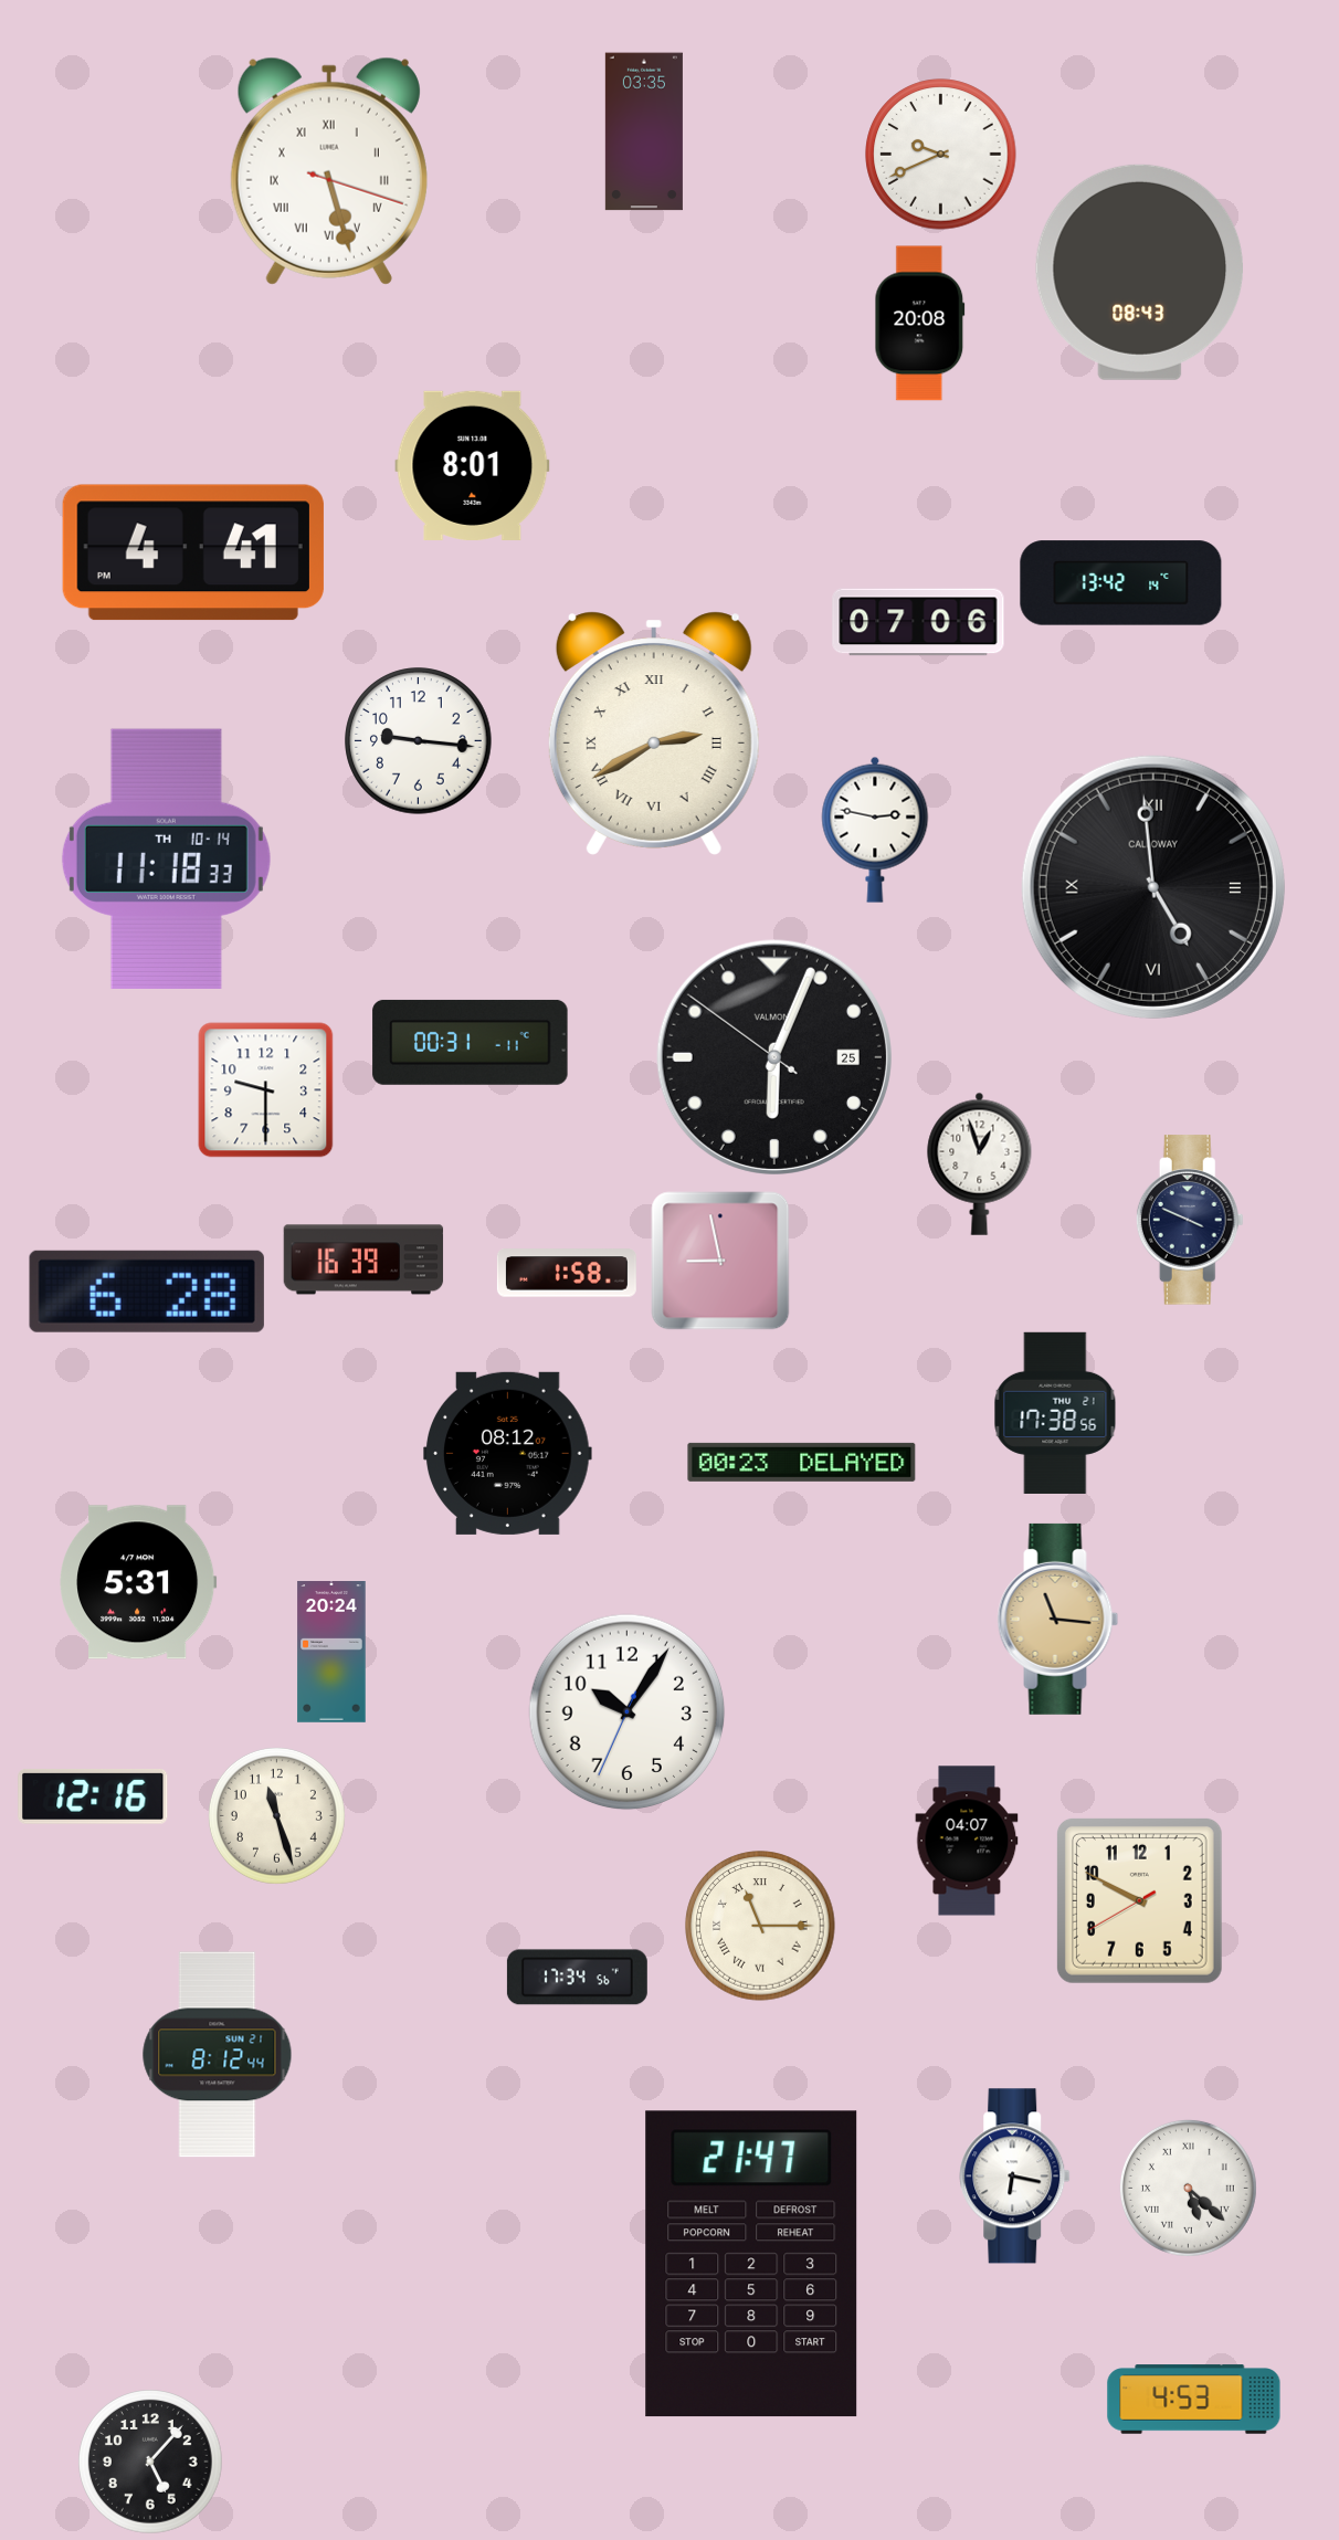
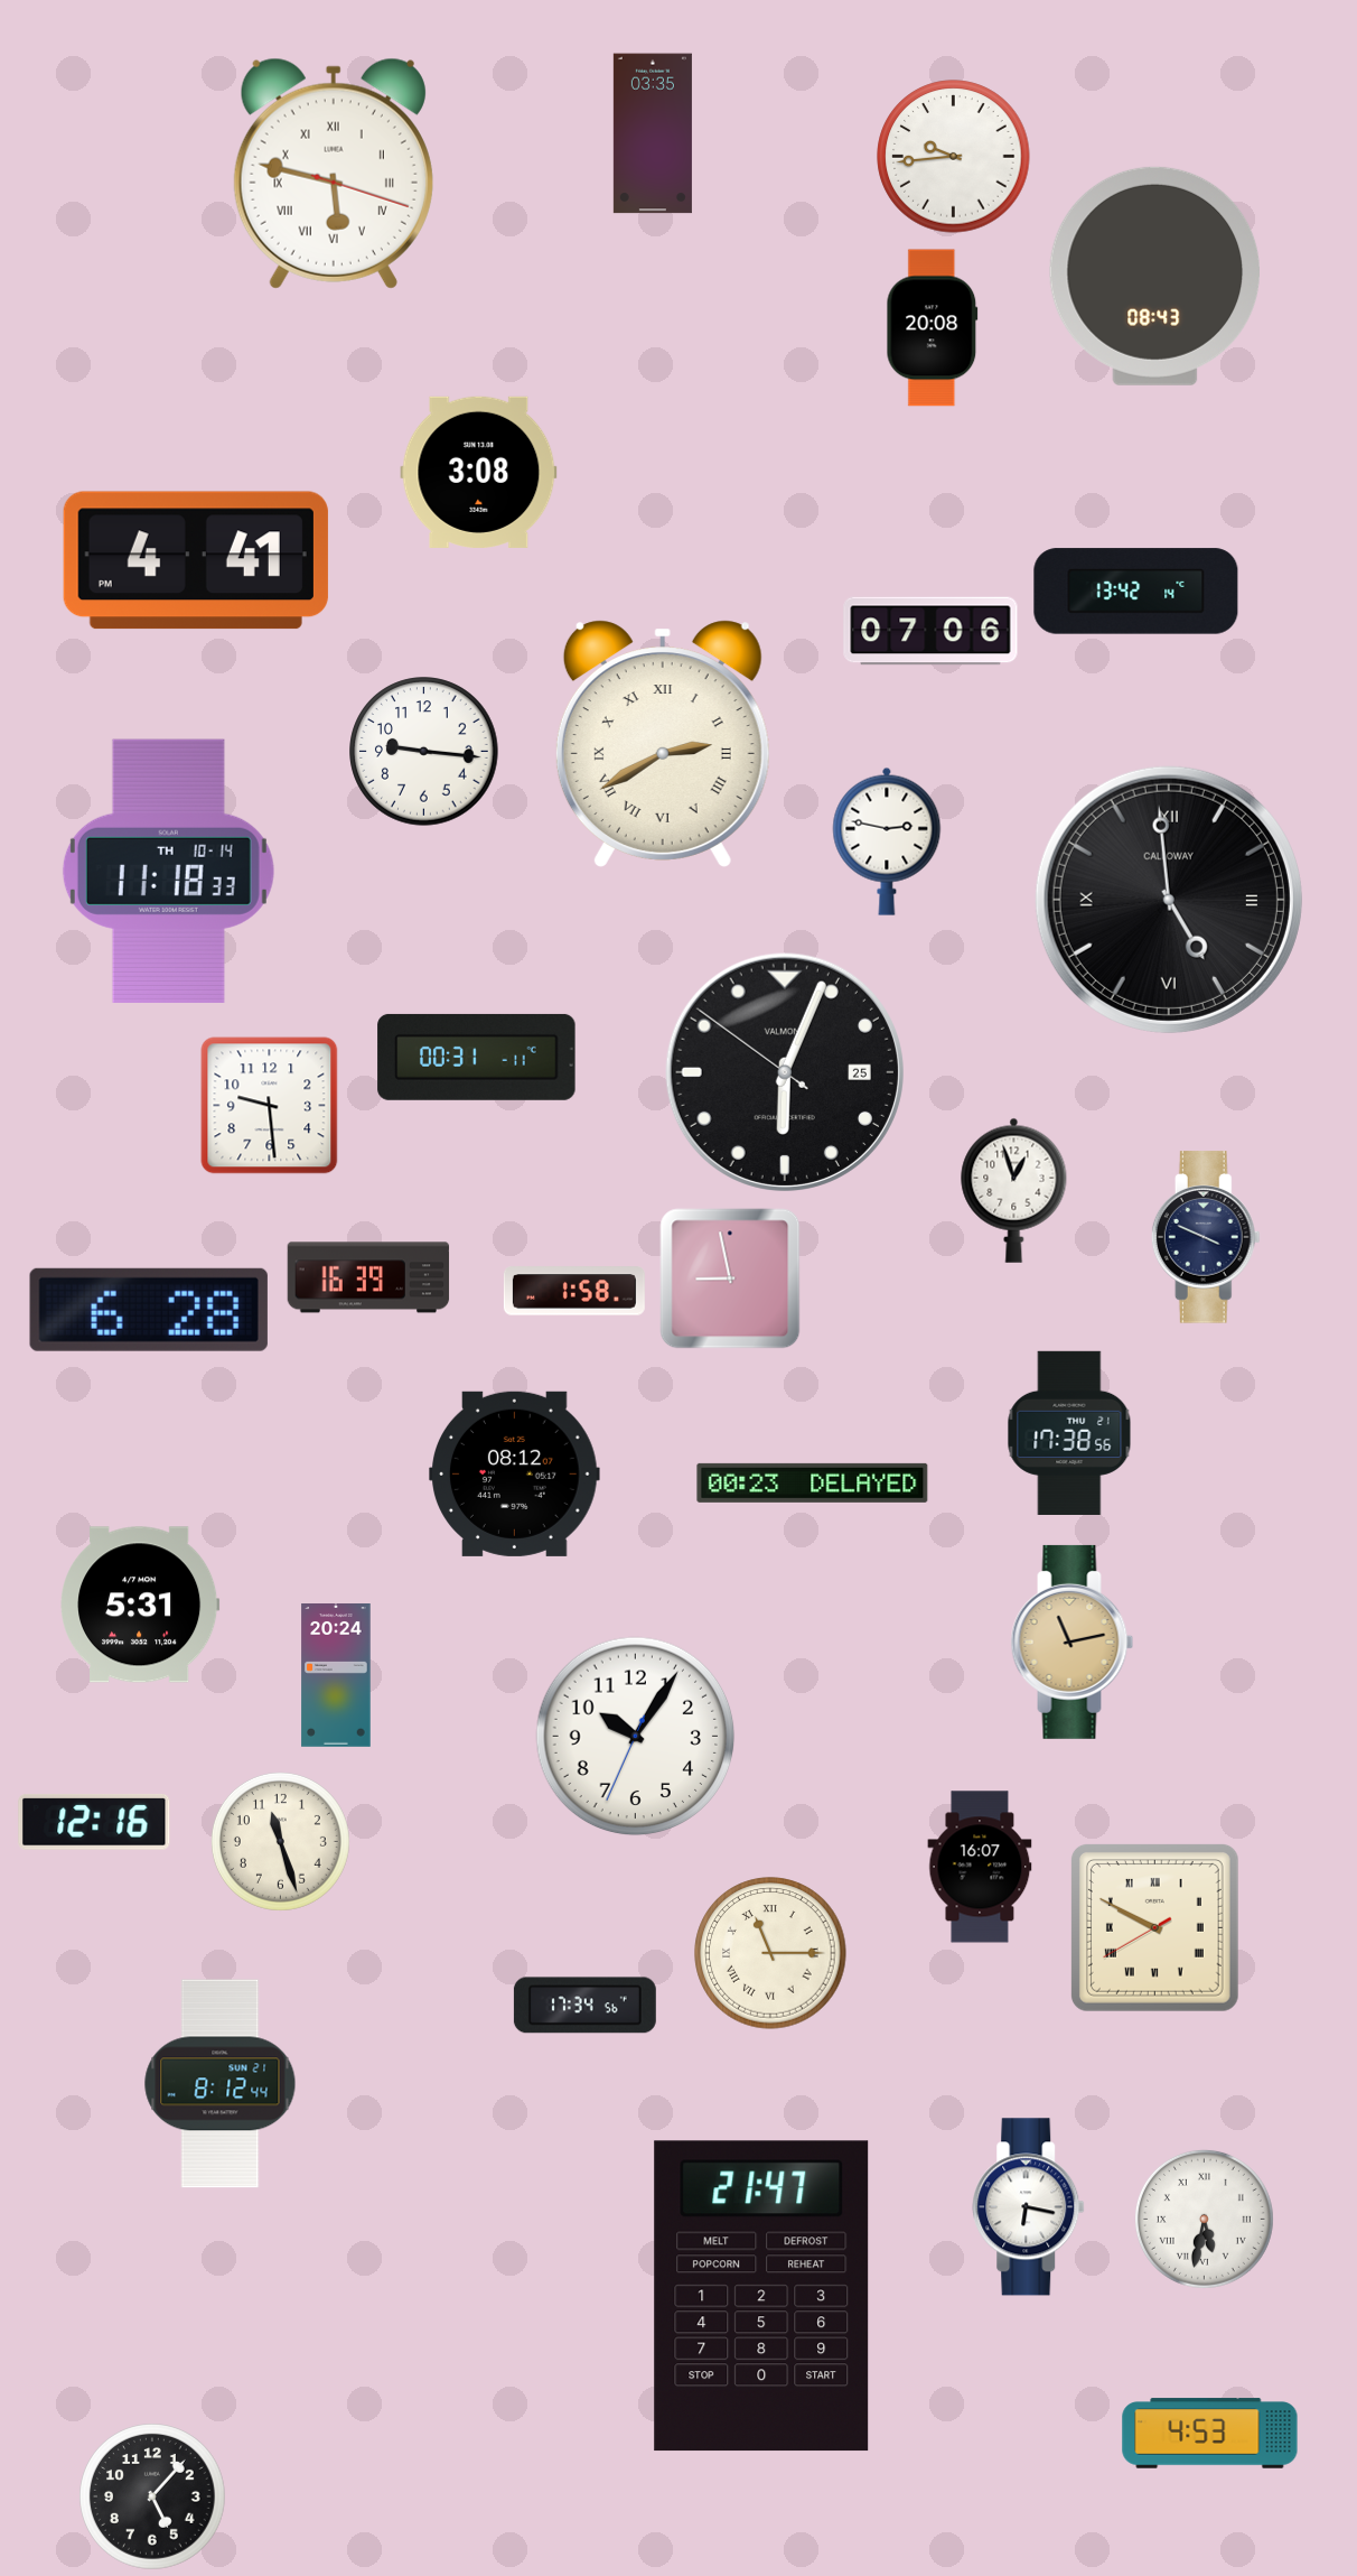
clock at (941, 155): 9:41 -> 9:44
clock at (329, 171): 5:27 -> 5:47
clock at (473, 465): 8:01 -> 3:08
clock at (266, 1090): 9:30 -> 9:29
clock at (980, 1163) position: (980, 1163) -> (1014, 1190)
clock at (1058, 1619): 11:16 -> 11:13
clock at (967, 1841): 04:07 -> 16:07
clock at (1139, 1900) numerals: Arabic -> Roman
clock at (1188, 2188): 5:22 -> 5:32
